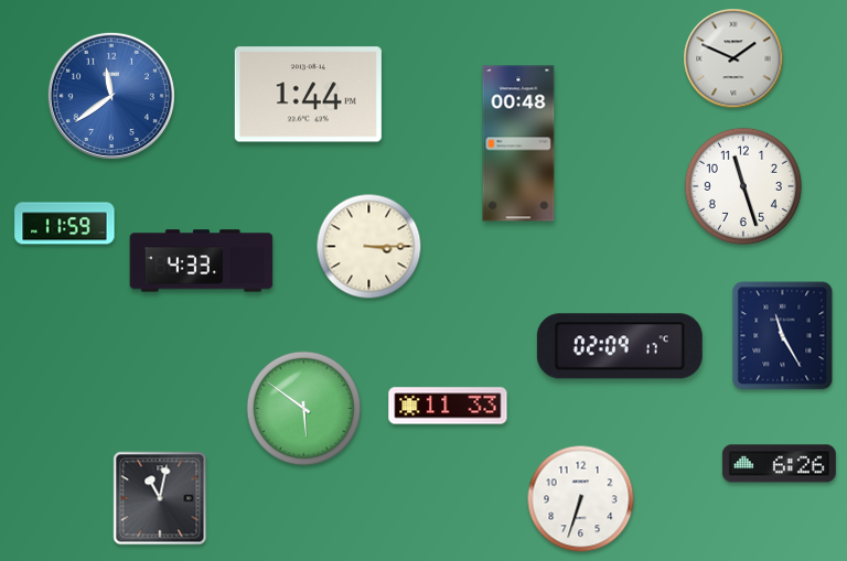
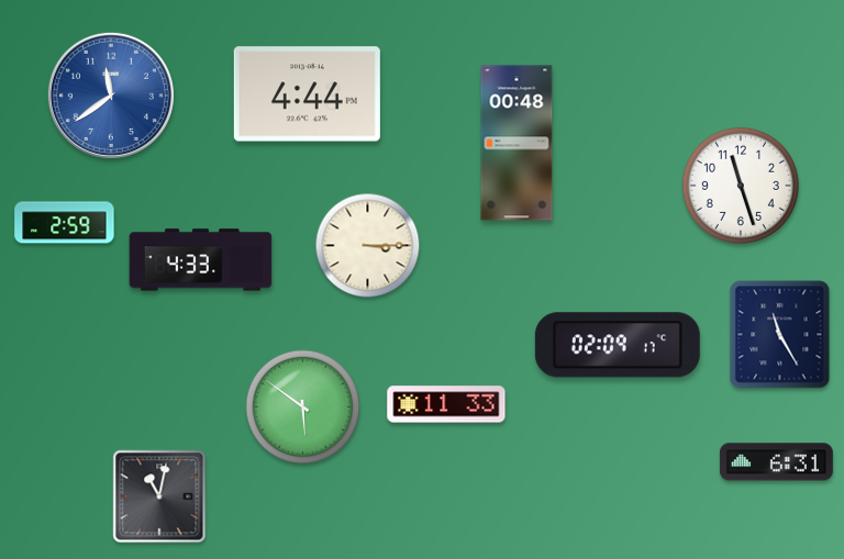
clock at (733, 58): 1:49 -> none
clock at (308, 95): 1:44 -> 4:44
clock at (65, 224): 11:59 -> 2:59
clock at (779, 464): 6:26 -> 6:31
clock at (581, 499): 6:33 -> none
